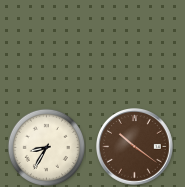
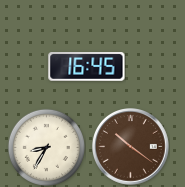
clock at (87, 67): none -> 16:45
clock at (135, 147) position: (135, 147) -> (131, 147)
